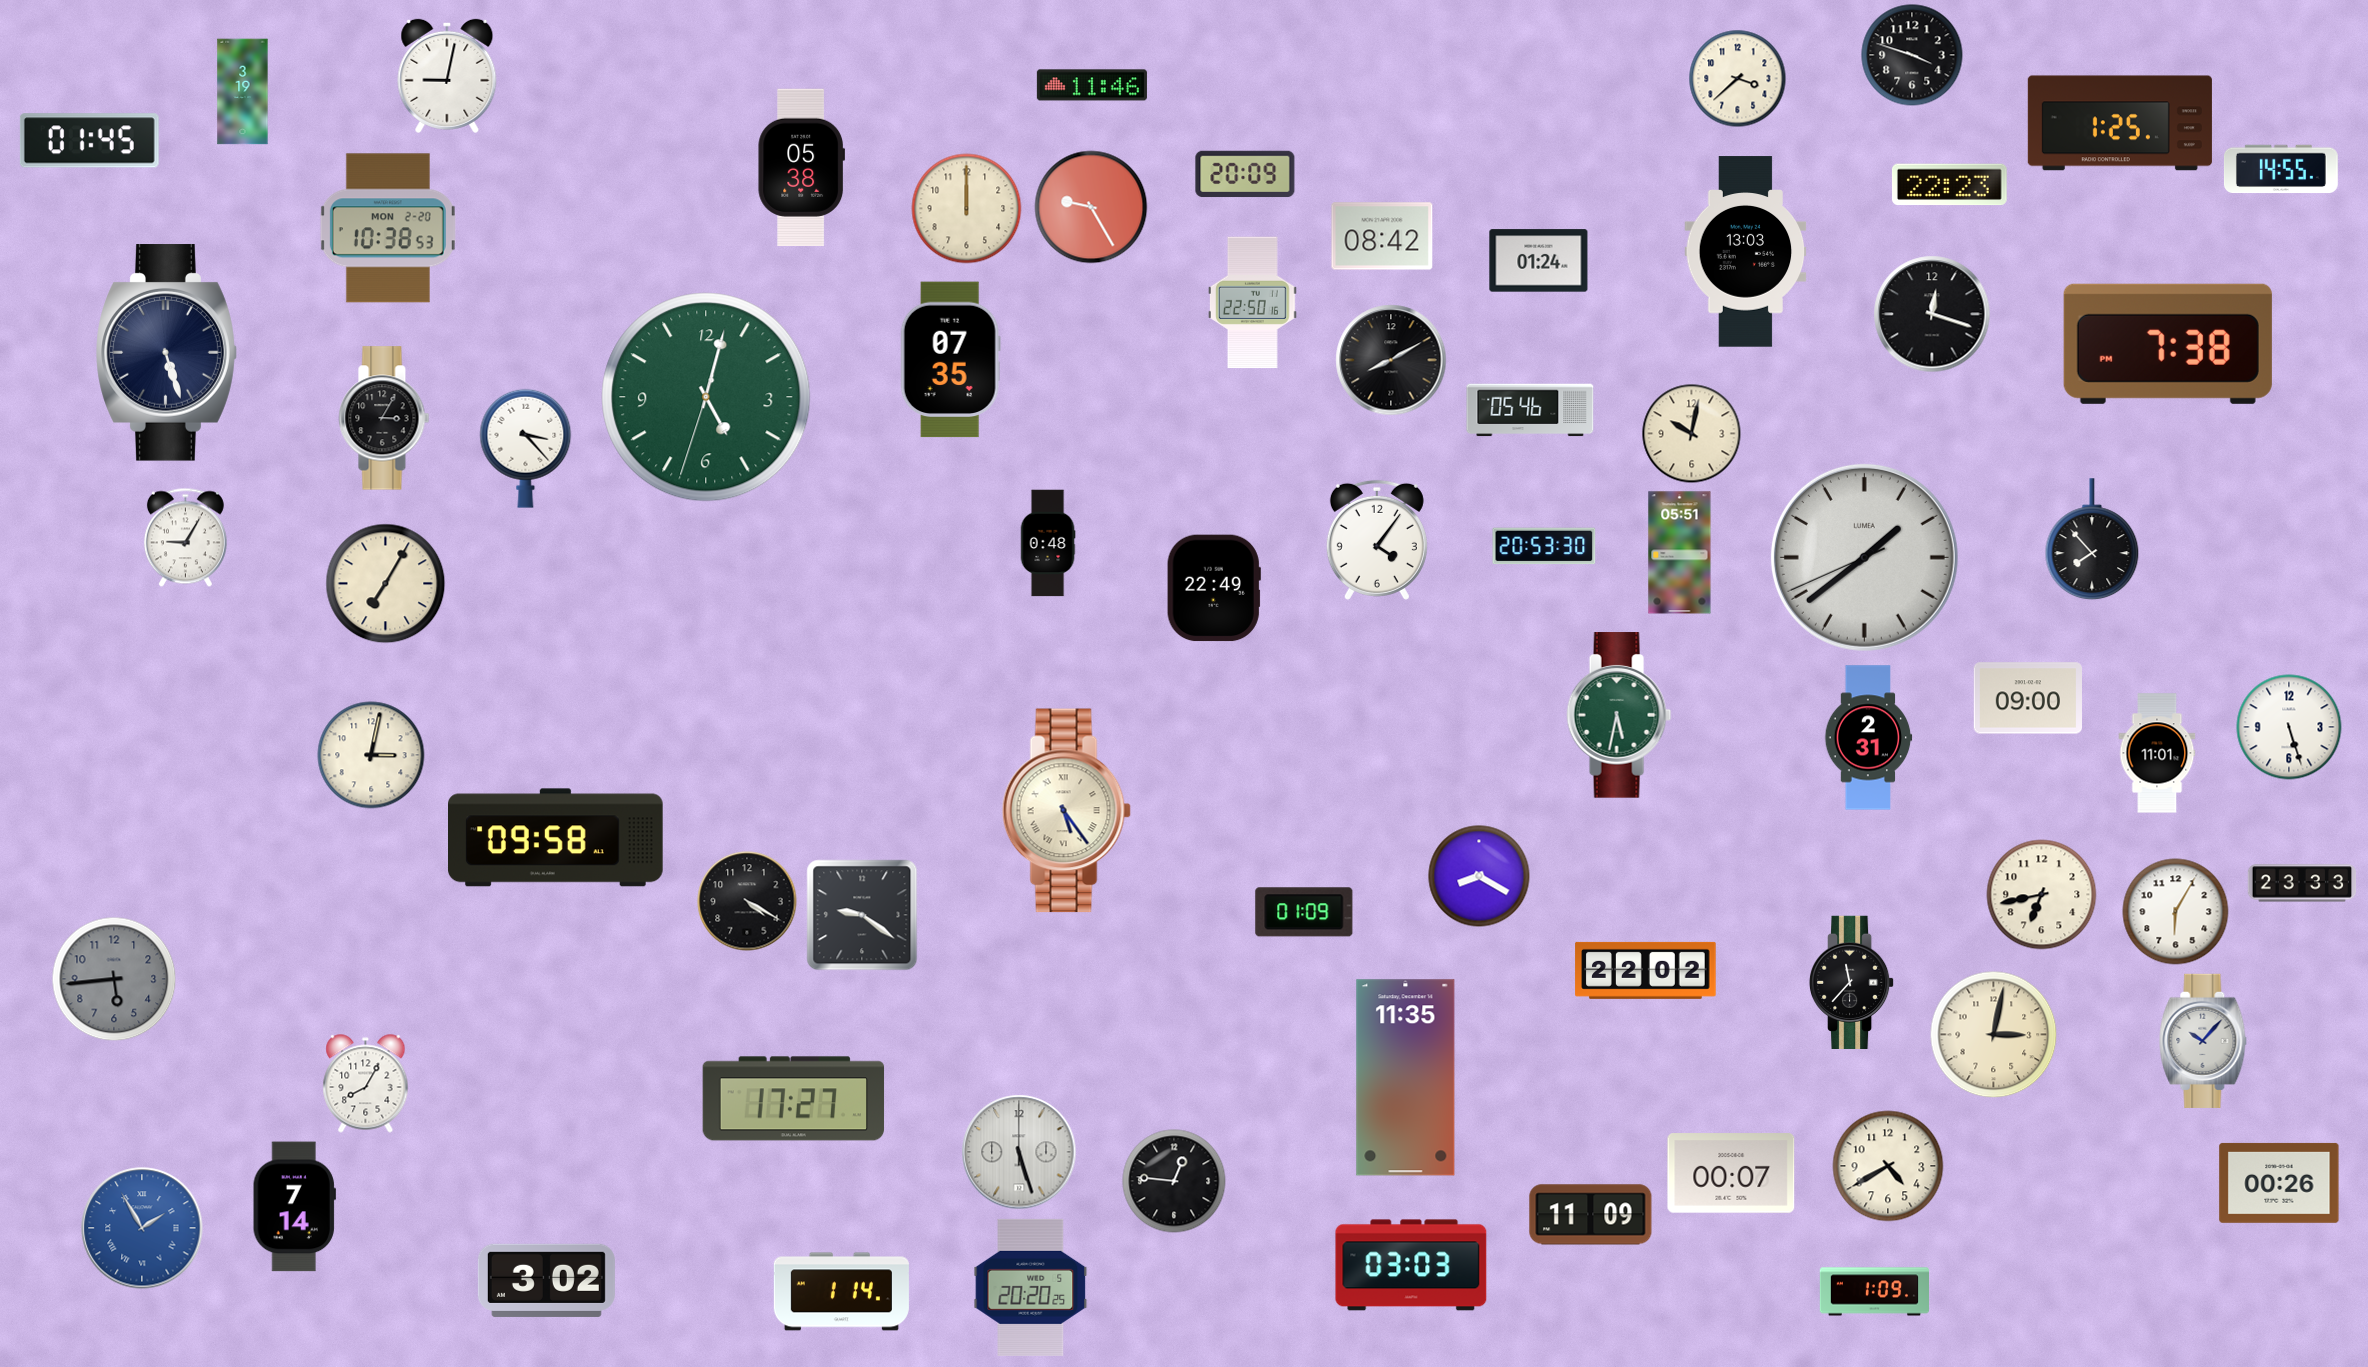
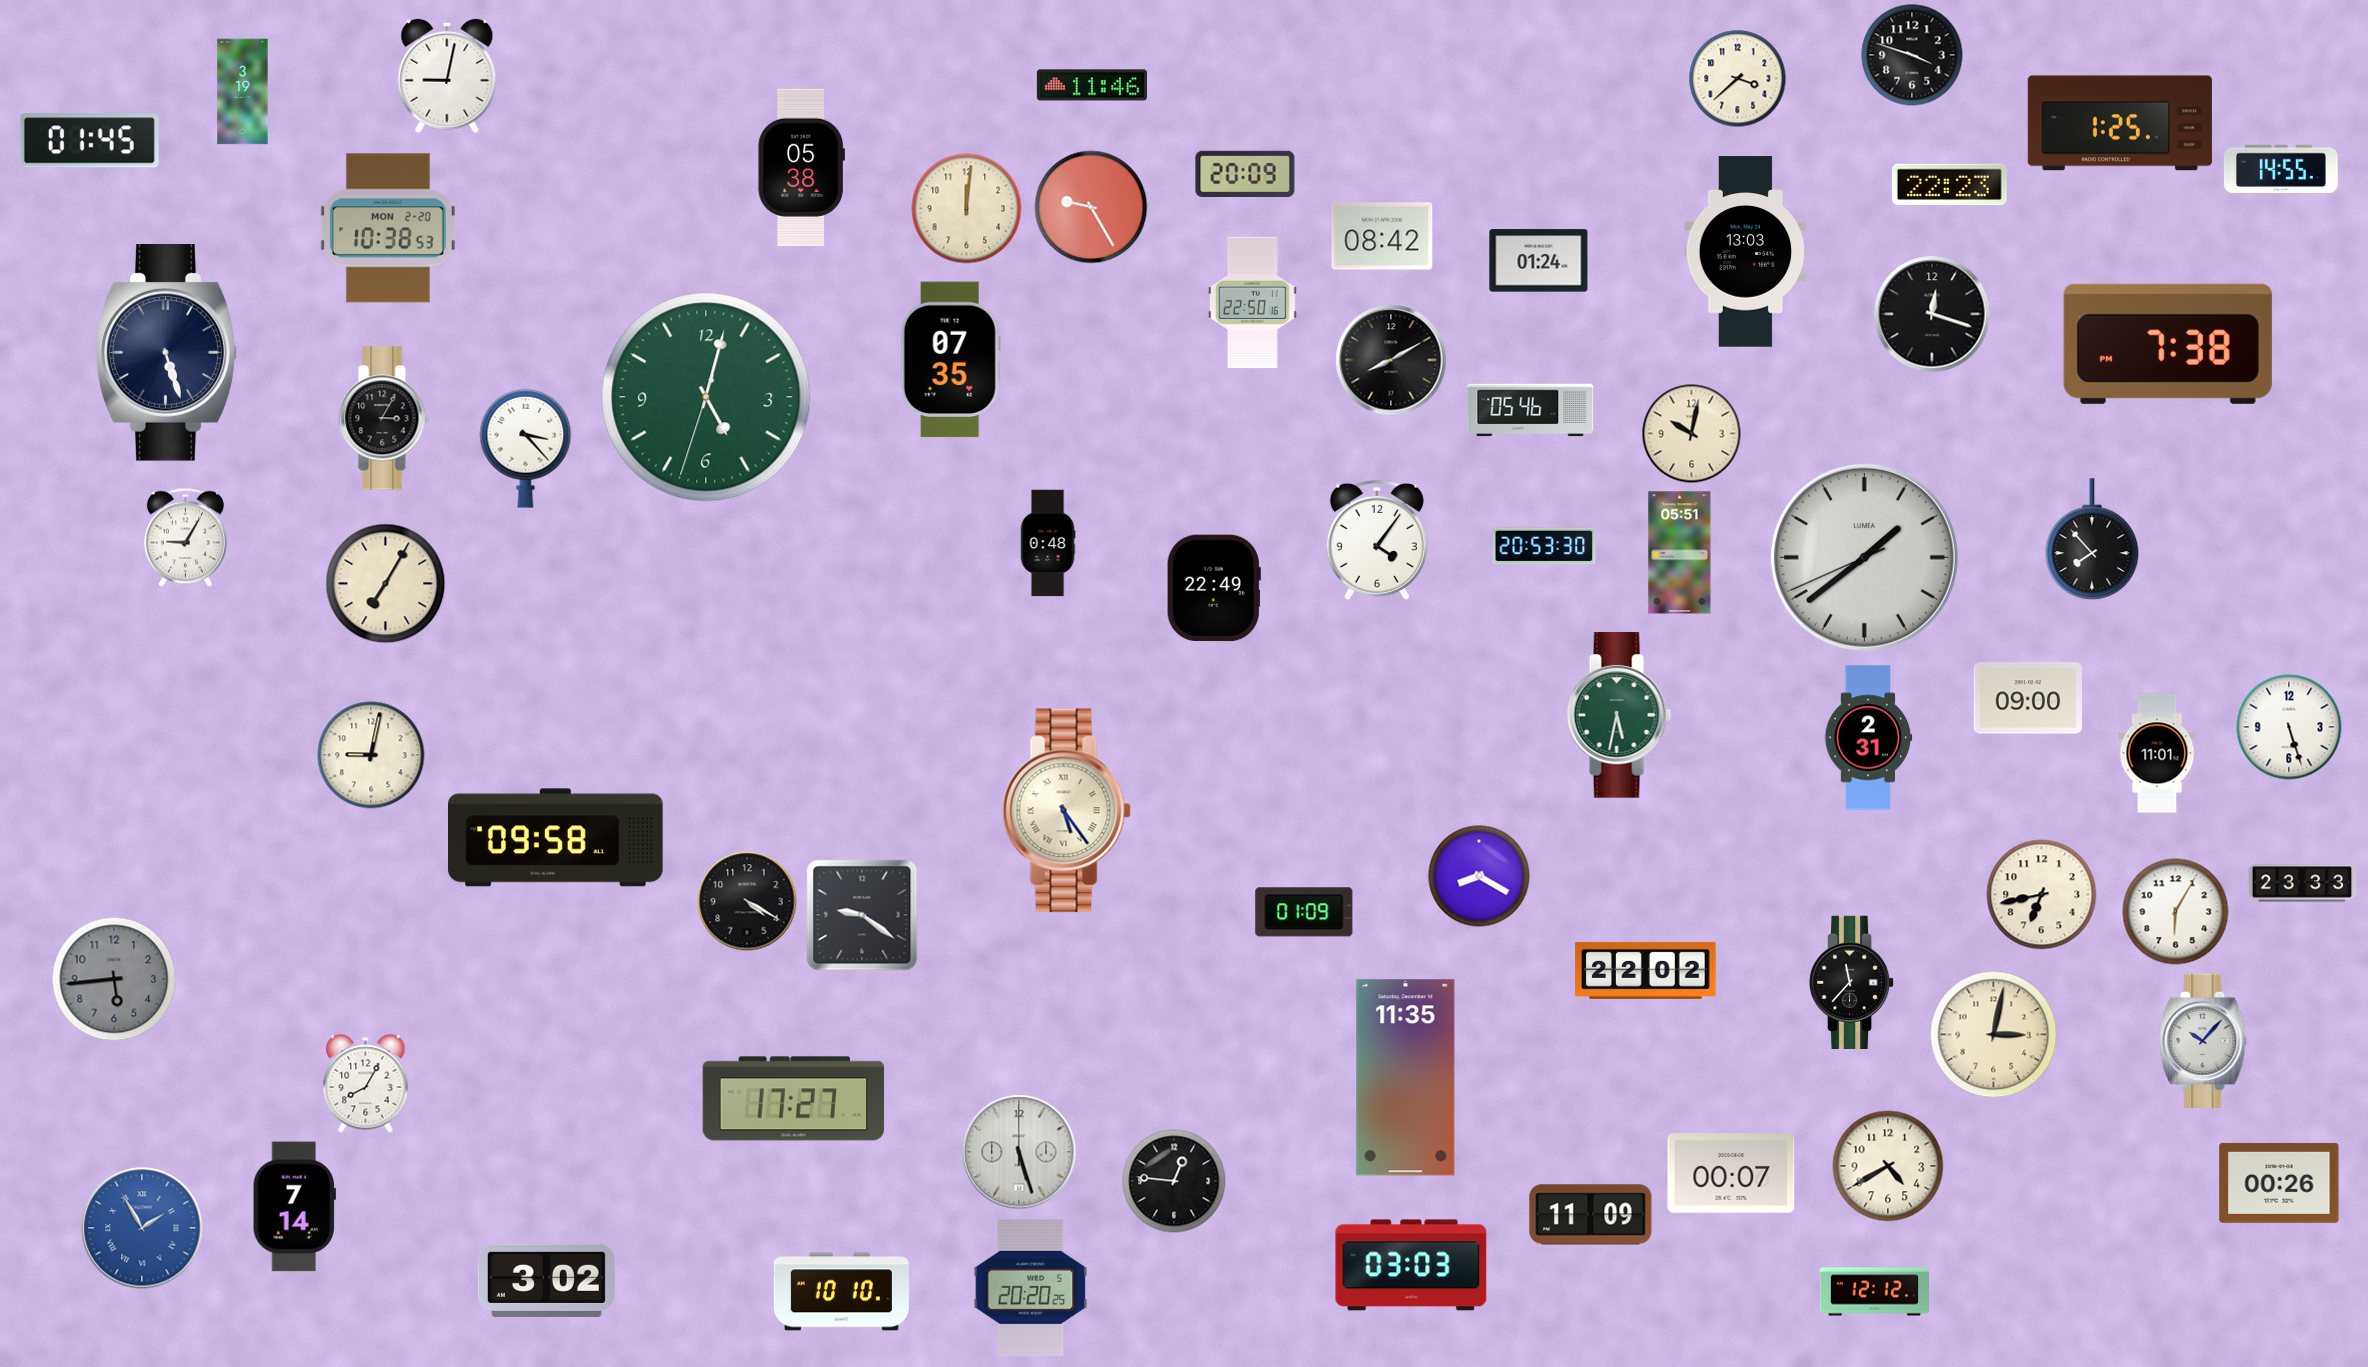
clock at (967, 209): 12:00 -> 12:01
clock at (371, 755): 3:02 -> 9:02
clock at (841, 1292): 1:14 -> 10:10
clock at (1874, 1292): 1:09 -> 12:12
